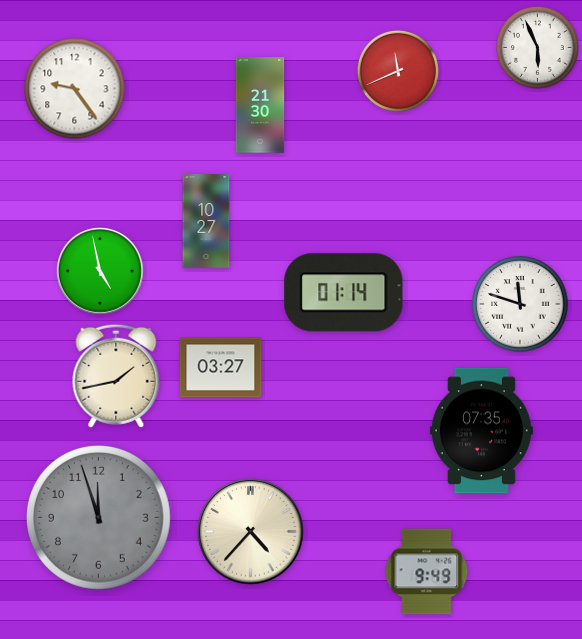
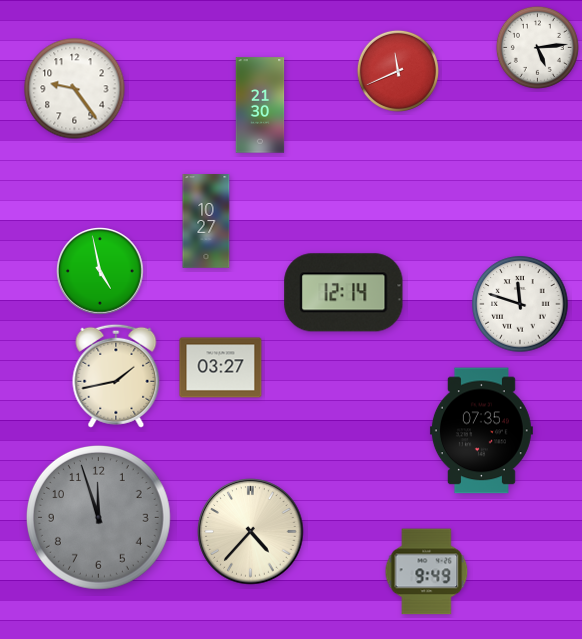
clock at (537, 47): 5:56 -> 5:14
clock at (344, 293): 01:14 -> 12:14
